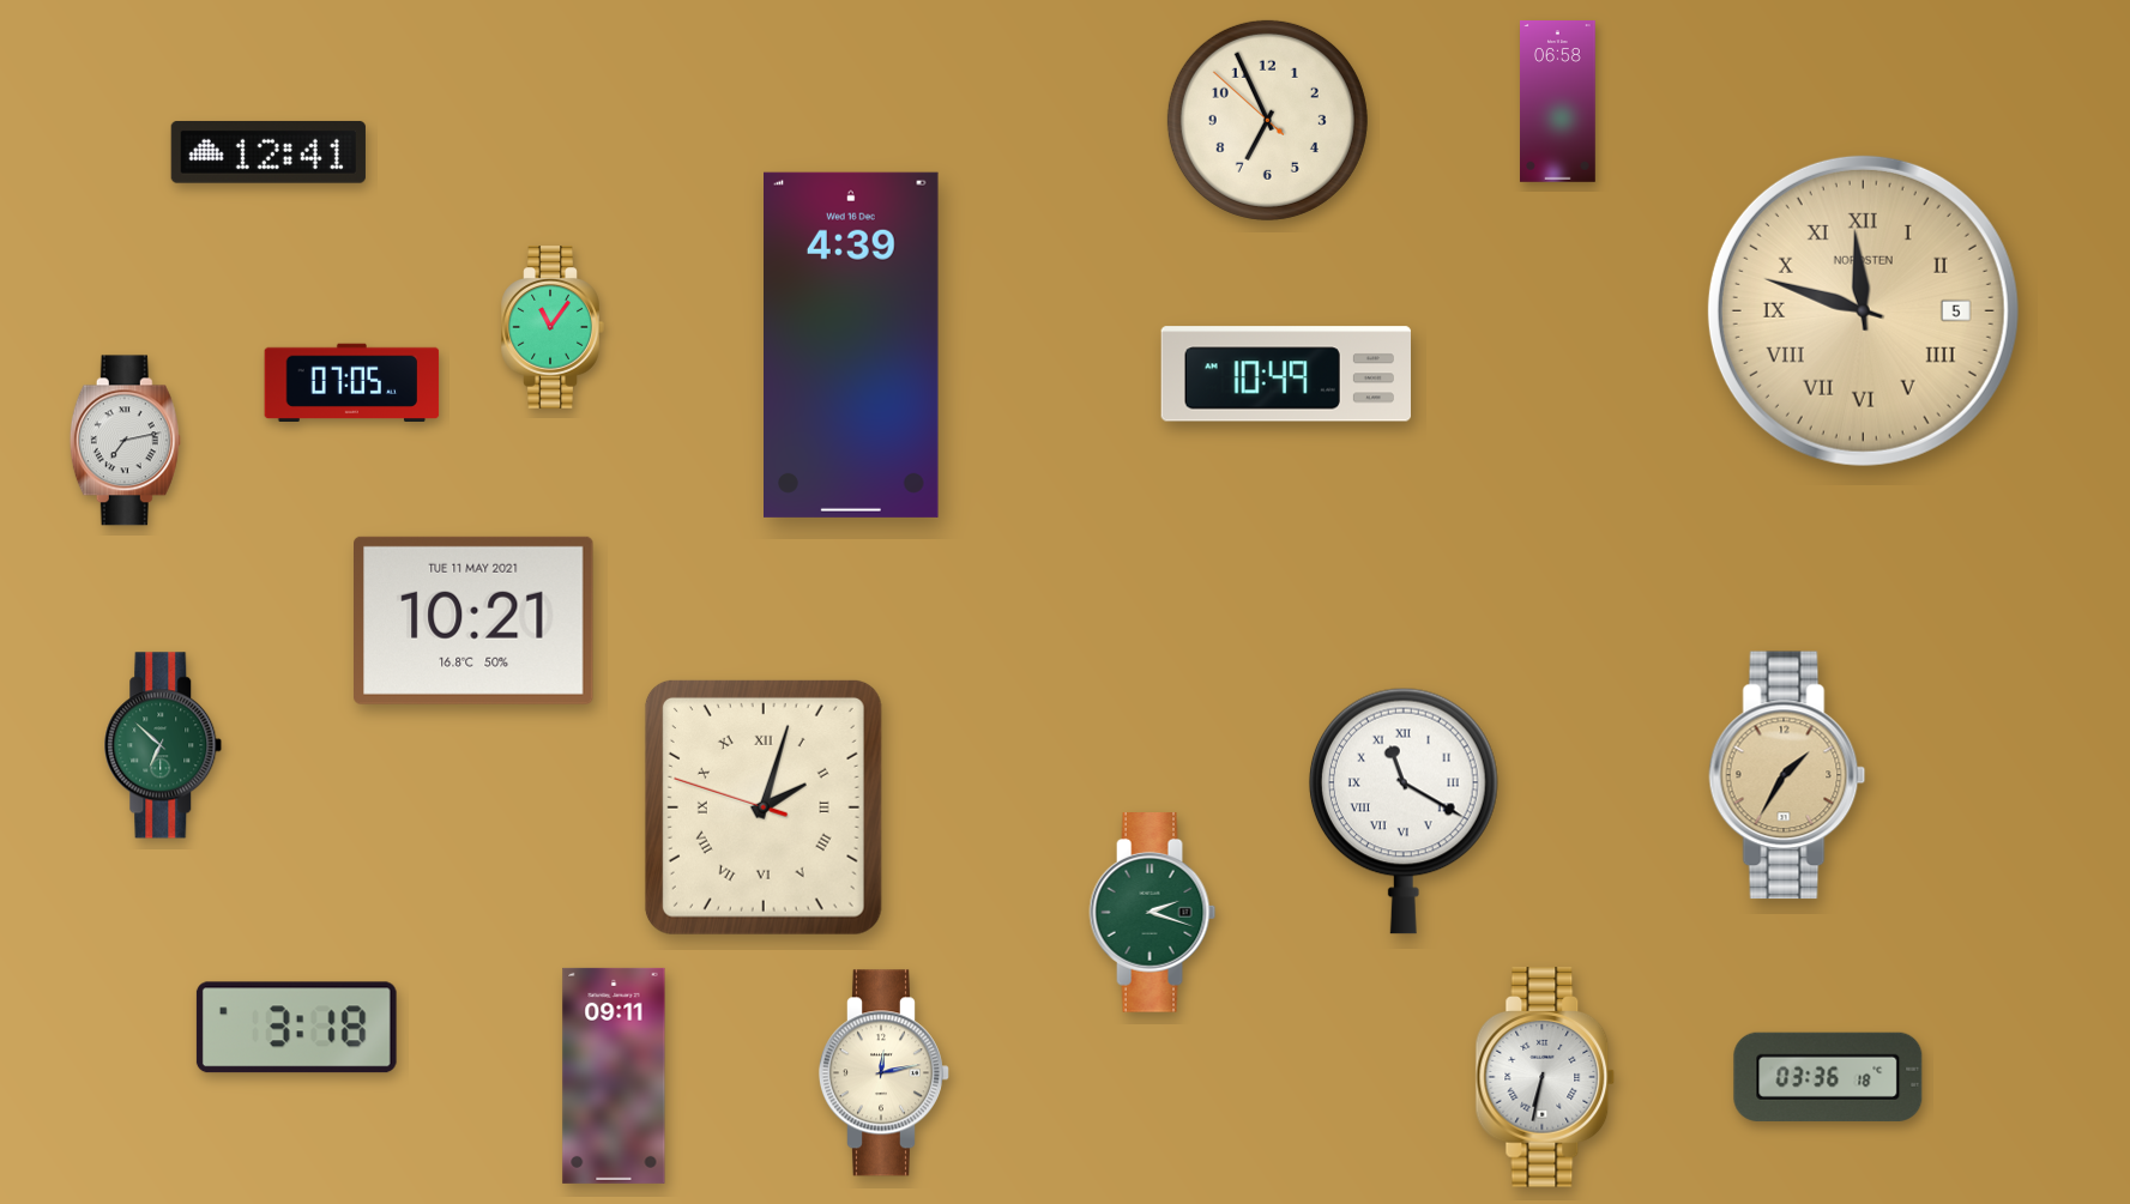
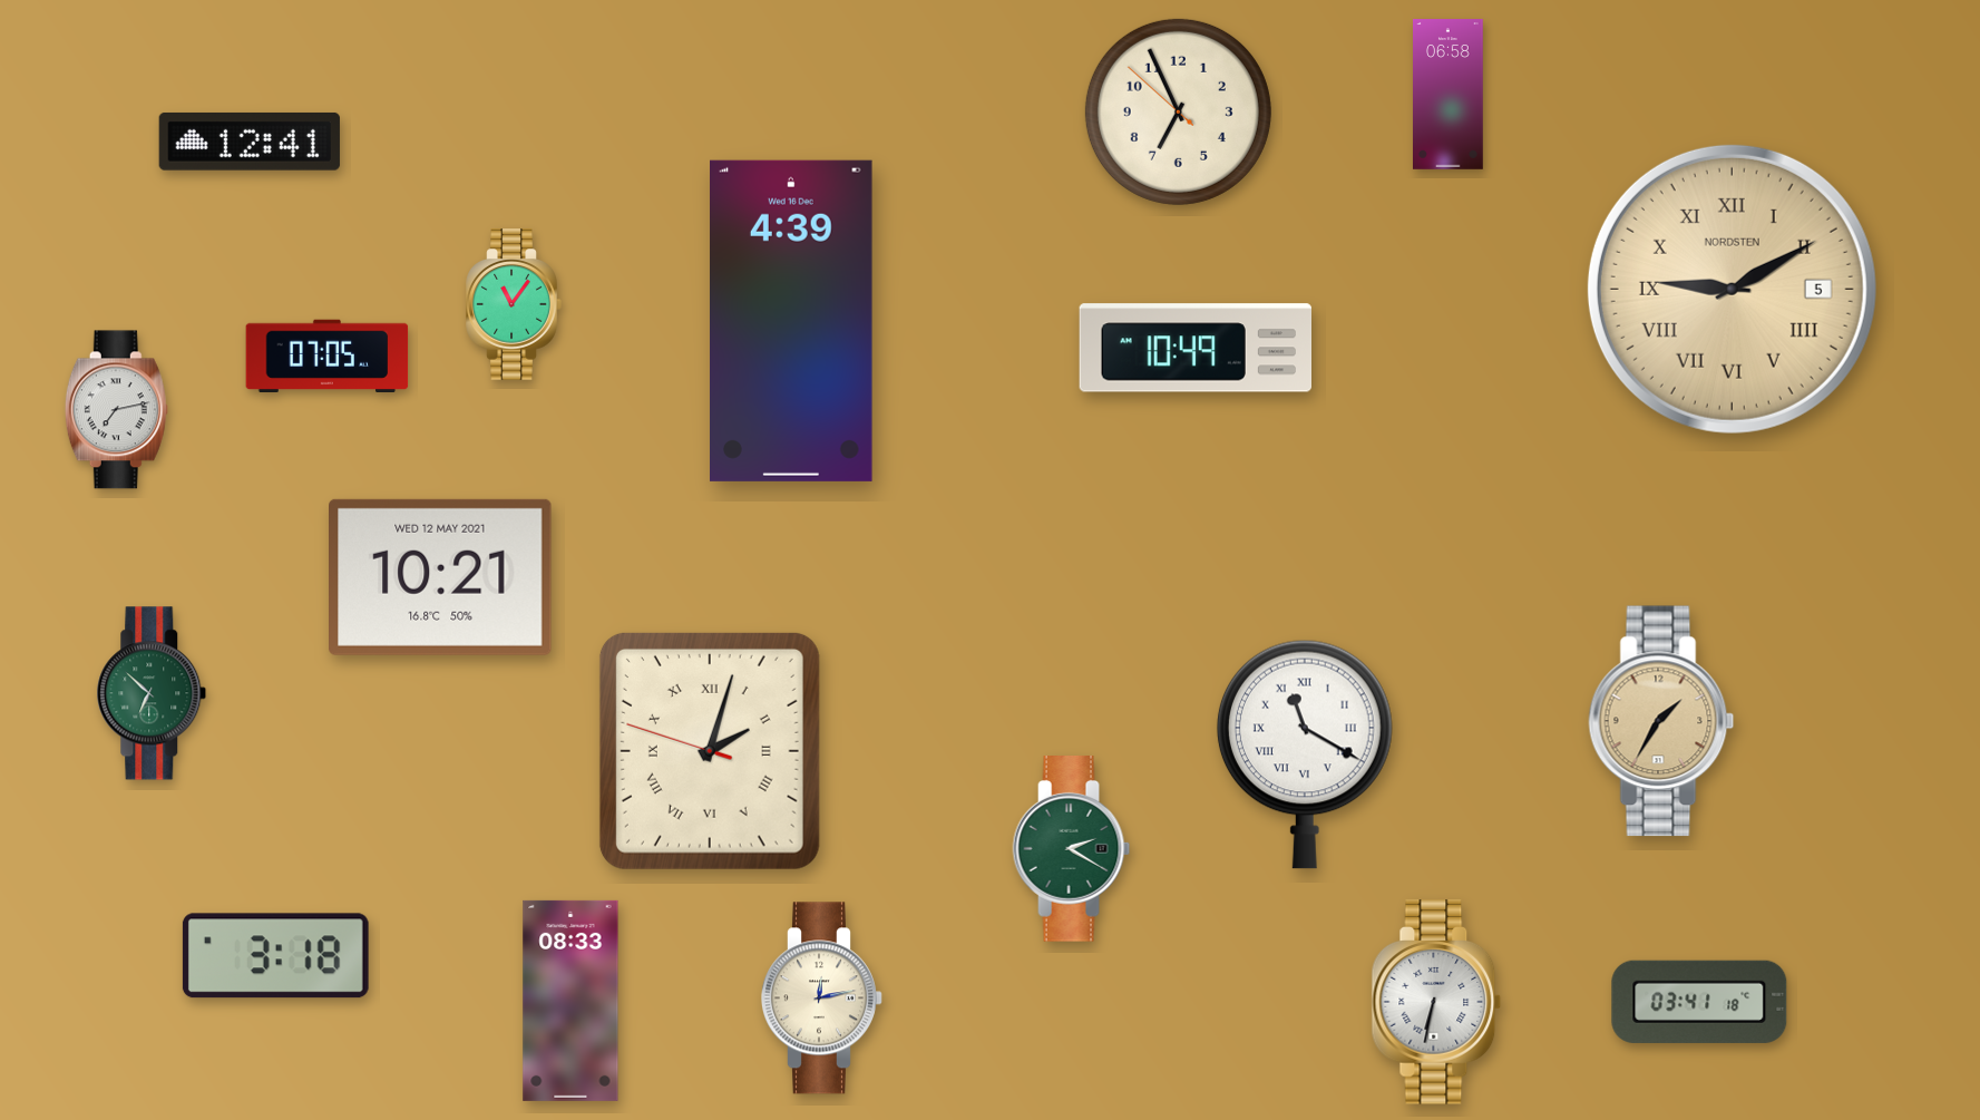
clock at (1863, 310): 11:48 -> 9:10
clock at (475, 621) date: TUE 11 MAY 2021 -> WED 12 MAY 2021
clock at (1153, 913): 2:18 -> 2:20
clock at (614, 1076): 09:11 -> 08:33
clock at (1828, 1077): 03:36 -> 03:41
